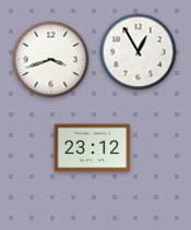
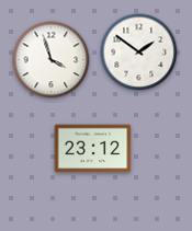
clock at (139, 52): 12:55 -> 1:51
clock at (51, 60): 3:42 -> 3:57
